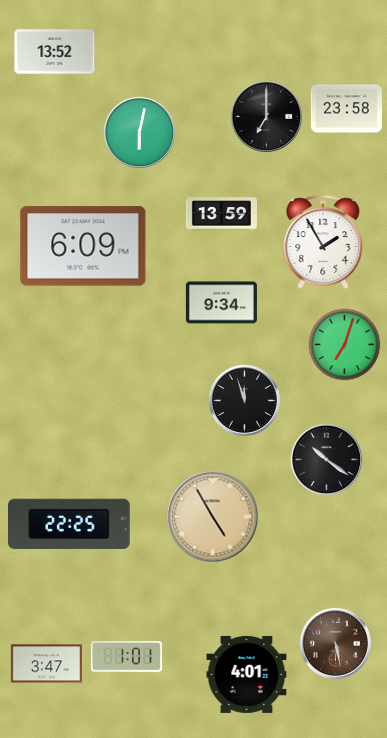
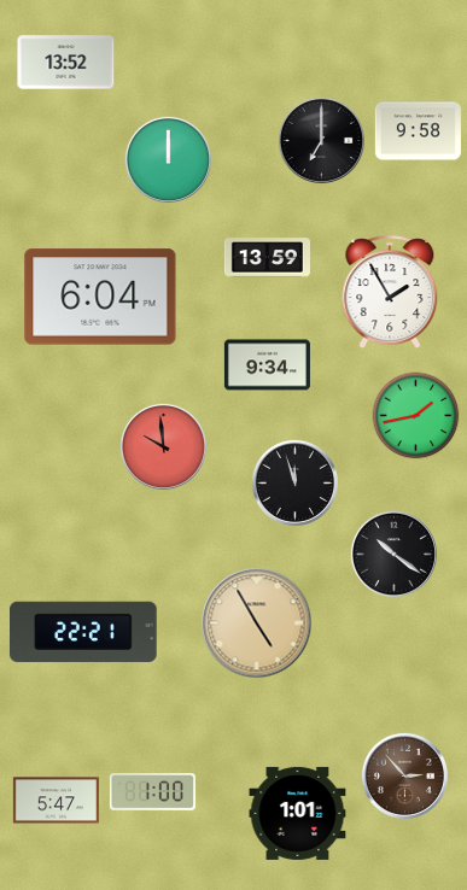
clock at (346, 109): 23:58 -> 9:58
clock at (139, 132): 6:02 -> 12:00
clock at (83, 246): 6:09 -> 6:04
clock at (345, 345): 7:03 -> 1:43
clock at (163, 446): none -> 9:59
clock at (70, 524): 22:25 -> 22:21
clock at (335, 643): 5:28 -> 2:53
clock at (126, 657): 1:01 -> 1:00
clock at (46, 664): 3:47 -> 5:47
clock at (247, 674): 4:01 -> 1:01
